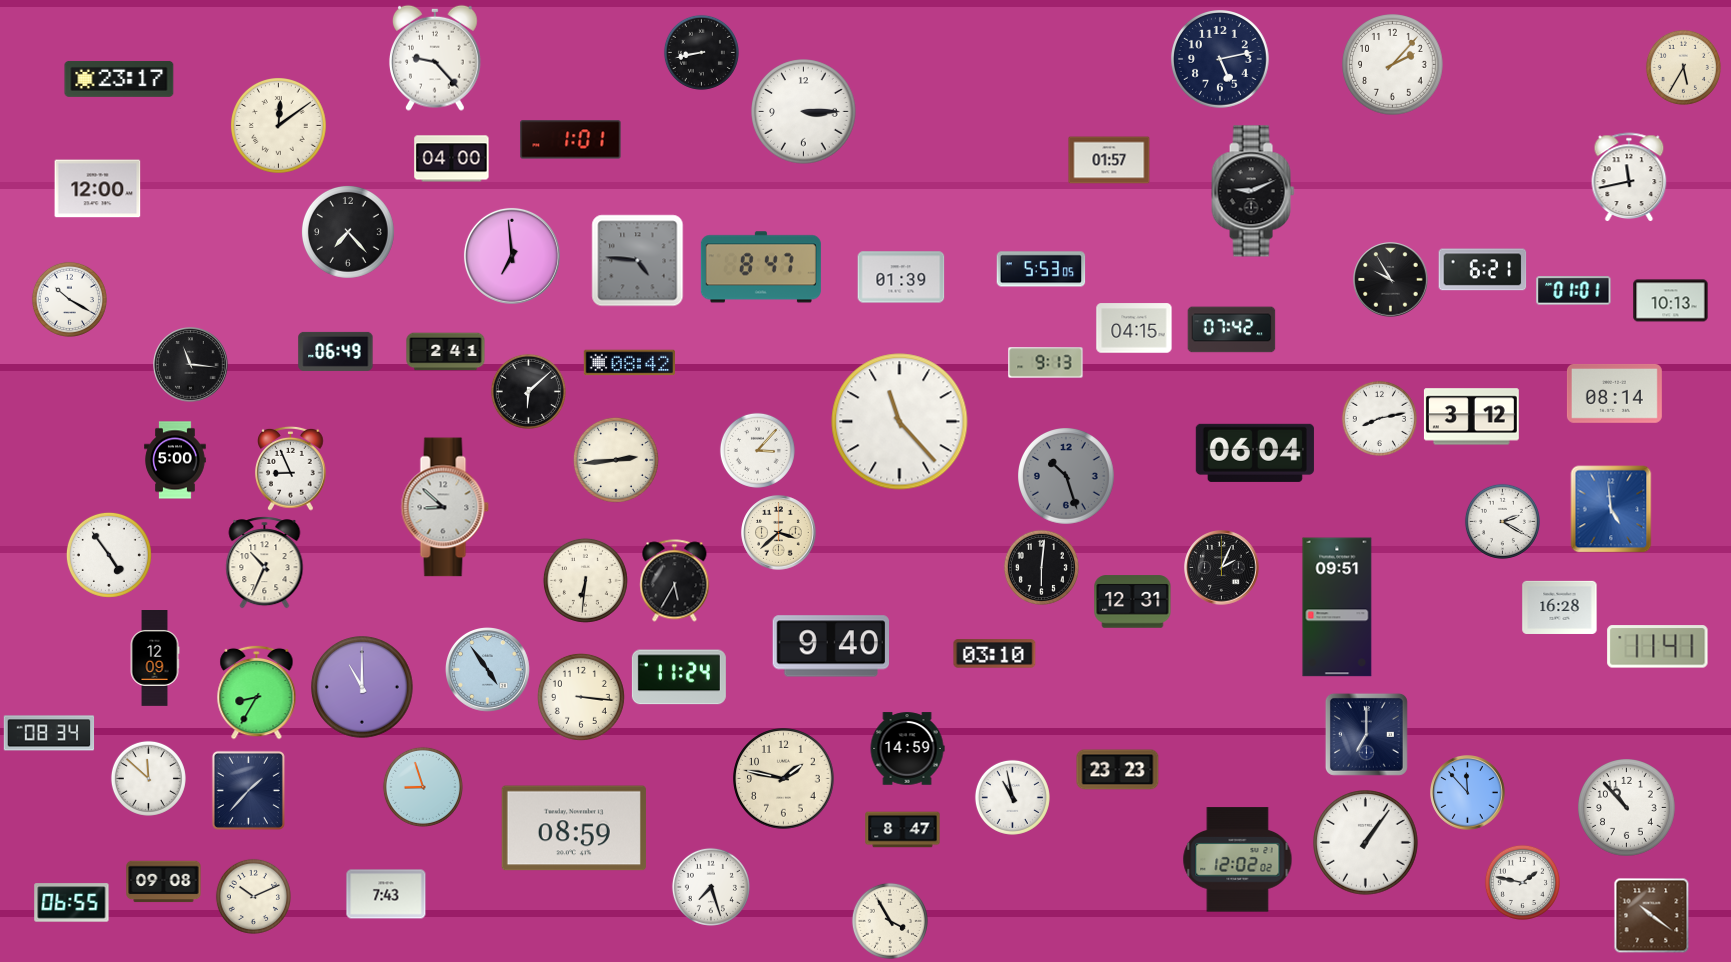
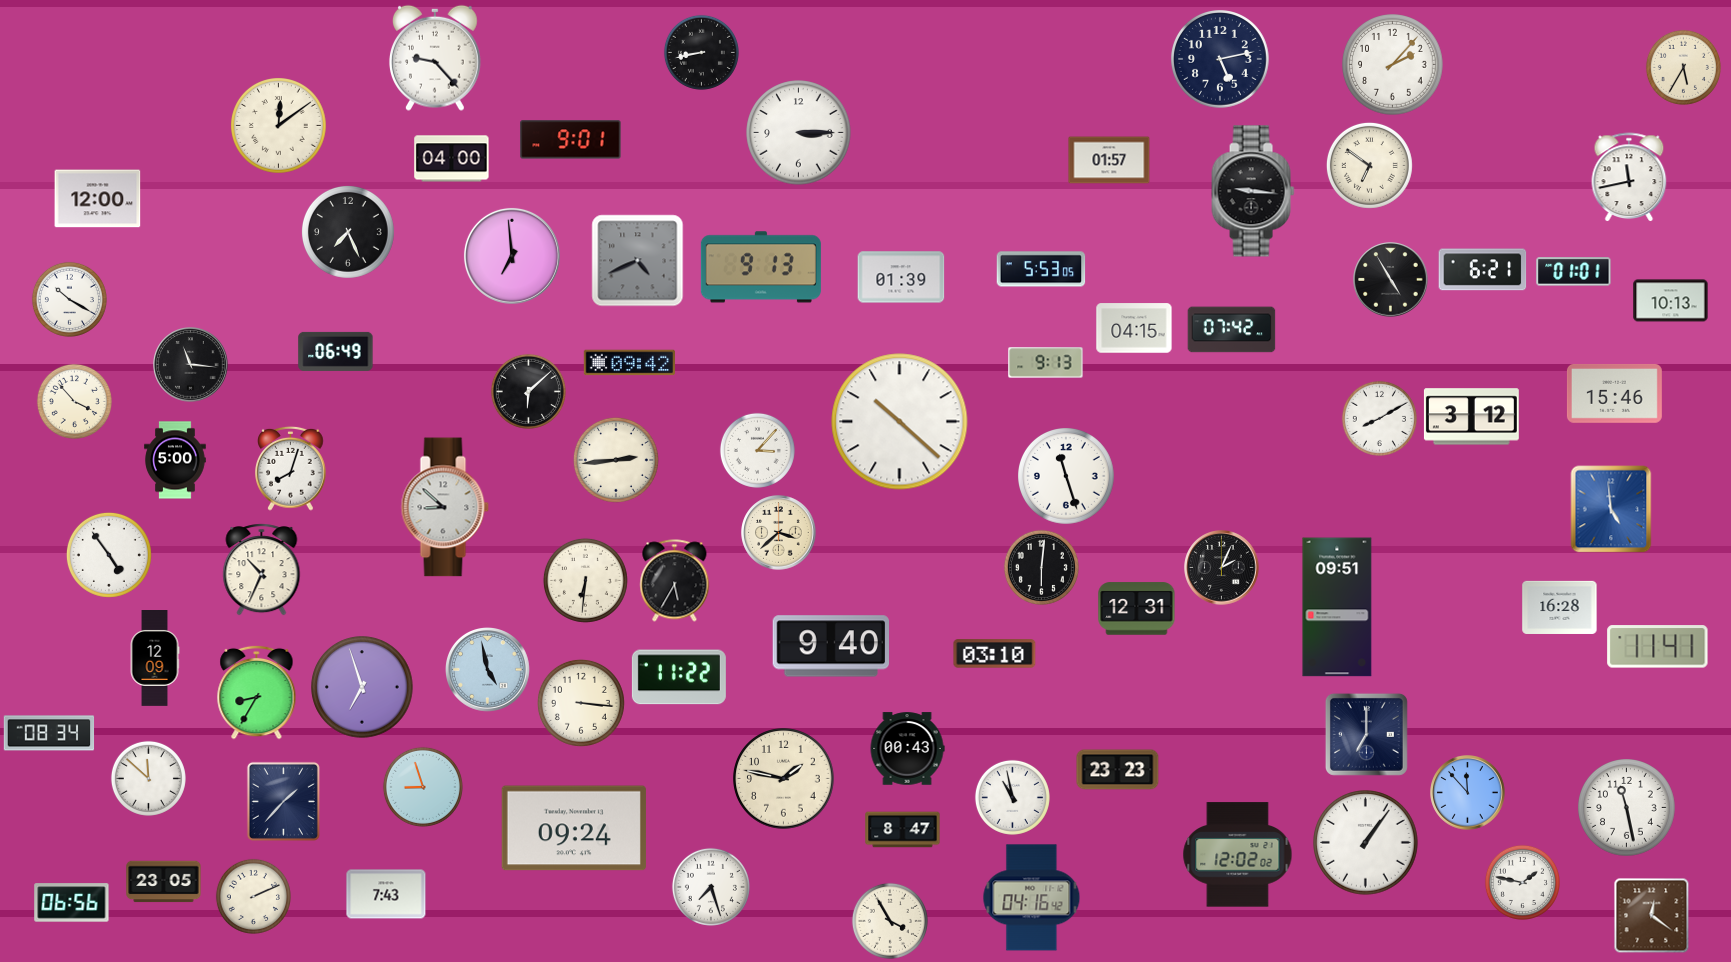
clock at (119, 79): 23:17 -> none
clock at (804, 112) position: (804, 112) -> (799, 133)
clock at (571, 140): 1:01 -> 9:01
clock at (1369, 165): none -> 6:51
clock at (98, 189) position: (98, 189) -> (98, 199)
clock at (1253, 191): 9:11 -> 9:16
clock at (348, 232): 7:23 -> 7:26
clock at (638, 261): 4:46 -> 4:41
clock at (761, 267): 8:47 -> 9:13
clock at (1391, 280): 9:55 -> 4:55
clock at (1574, 291) position: (1574, 291) -> (1574, 272)
clock at (446, 352): 2:41 -> none
clock at (629, 363): 08:42 -> 09:42
clock at (1614, 393): 08:14 -> 15:46
clock at (74, 401): none -> 3:53
clock at (1379, 418): 8:13 -> 8:10
clock at (900, 422): 11:23 -> 10:22
clock at (1255, 453): 06:04 -> none
clock at (291, 468): 8:56 -> 8:03
clock at (1067, 477): 10:27 -> 11:27
clock at (1067, 477) dial: grey -> white
clock at (1502, 521): 2:20 -> none
clock at (265, 563) position: (265, 563) -> (262, 570)
clock at (1133, 602) position: (1133, 602) -> (1137, 609)
clock at (488, 670): 4:54 -> 4:58
clock at (679, 677): 11:24 -> 11:22
clock at (362, 687): 11:00 -> 6:57
clock at (581, 697) position: (581, 697) -> (581, 703)
clock at (907, 749): 14:59 -> 00:43
clock at (248, 790) position: (248, 790) -> (283, 801)
clock at (1627, 808): 10:53 -> 11:28
clock at (574, 828): 08:59 -> 09:24
clock at (1238, 860) position: (1238, 860) -> (1238, 855)
clock at (164, 882): 09:08 -> 23:05
clock at (253, 896): 10:11 -> 2:11
clock at (1032, 898): none -> 04:16
clock at (72, 903): 06:55 -> 06:56
clock at (1652, 916): 10:21 -> 12:21
